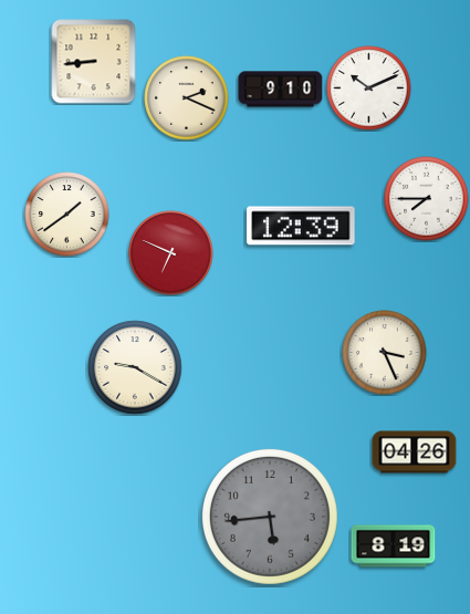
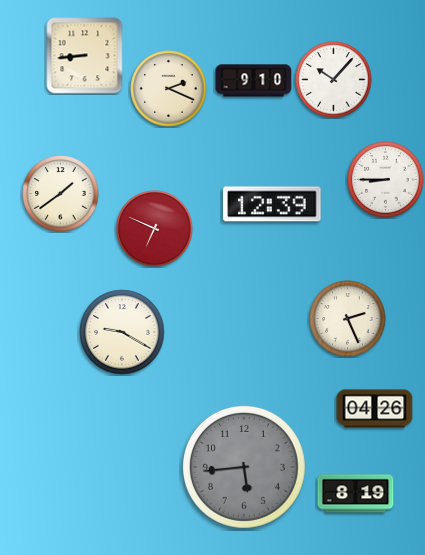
clock at (369, 89): 10:11 -> 10:07
clock at (427, 199): 7:45 -> 8:45
clock at (385, 353): 3:26 -> 2:26
